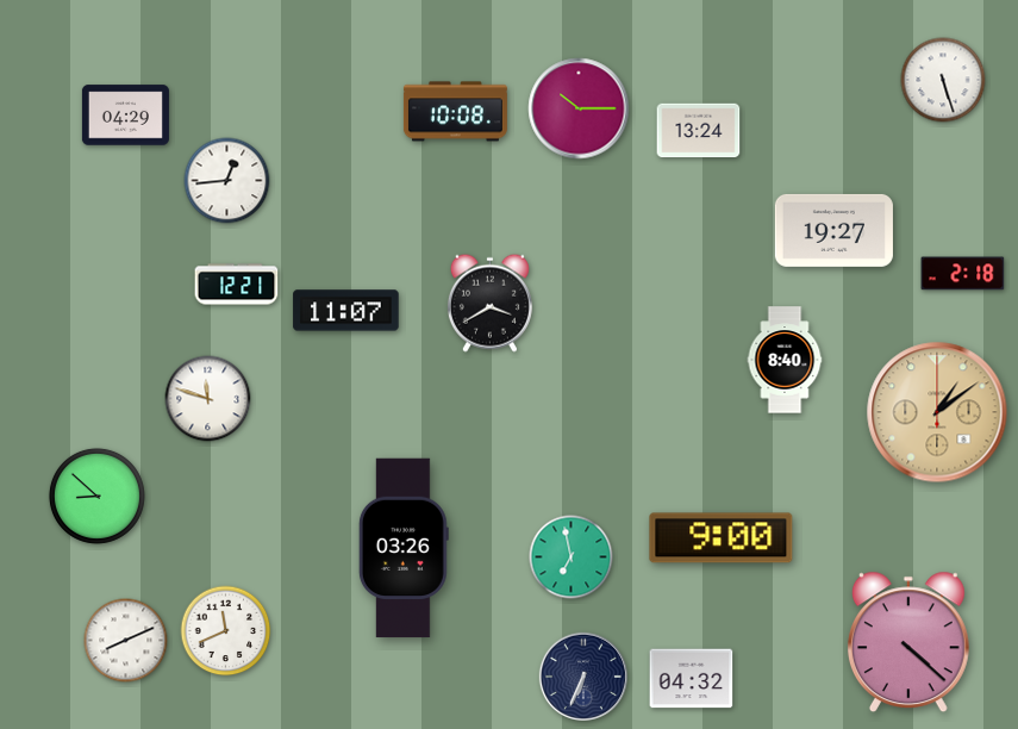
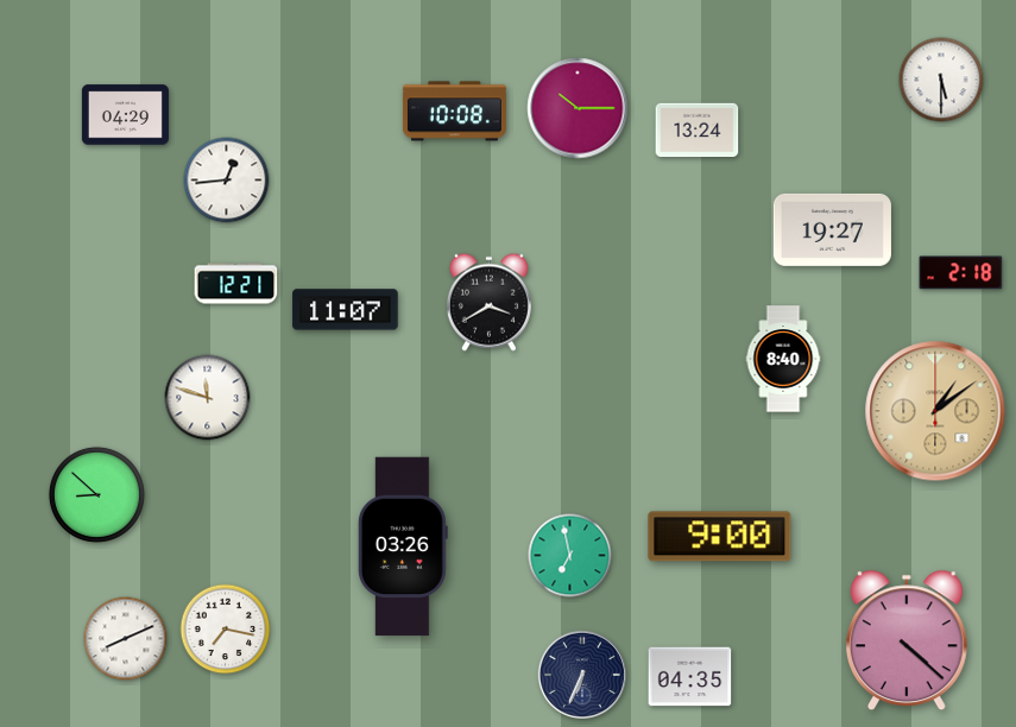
clock at (943, 80): 5:27 -> 5:30
clock at (226, 631): 11:41 -> 7:17
clock at (692, 679): 04:32 -> 04:35
